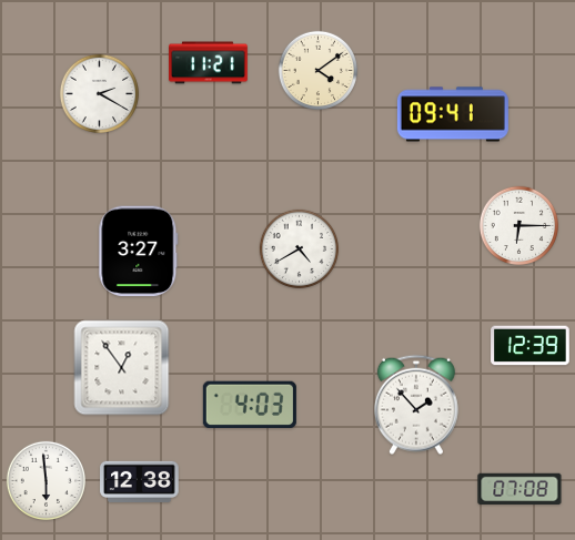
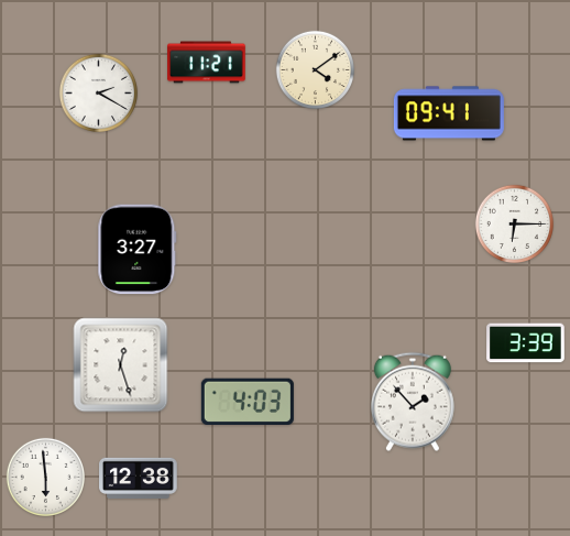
clock at (299, 248): 4:40 -> none
clock at (531, 346): 12:39 -> 3:39
clock at (122, 368): 12:54 -> 12:27
clock at (519, 488): 07:08 -> none
